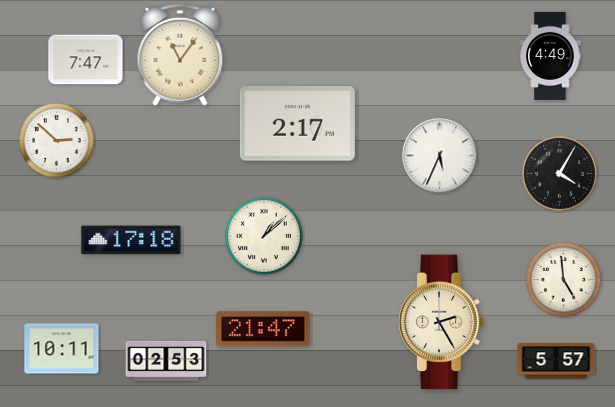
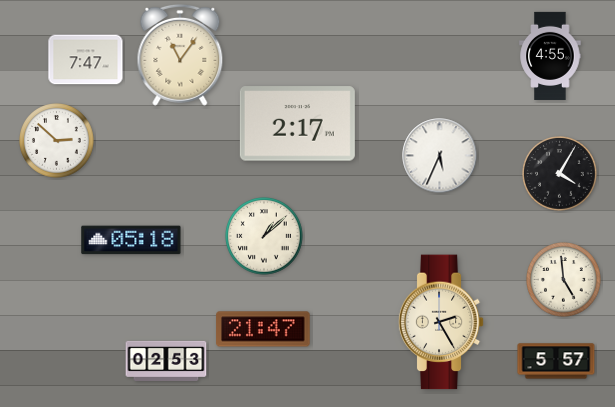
clock at (550, 56): 4:49 -> 4:55
clock at (131, 240): 17:18 -> 05:18
clock at (62, 349): 10:11 -> none
